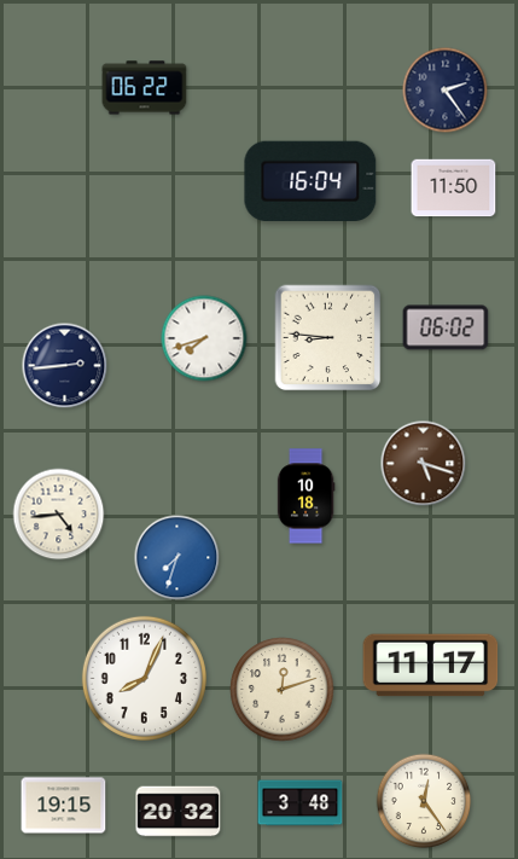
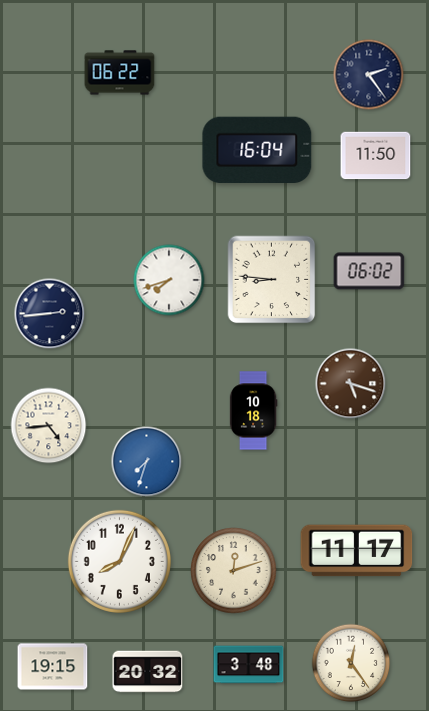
clock at (65, 366) position: (65, 366) -> (50, 314)
